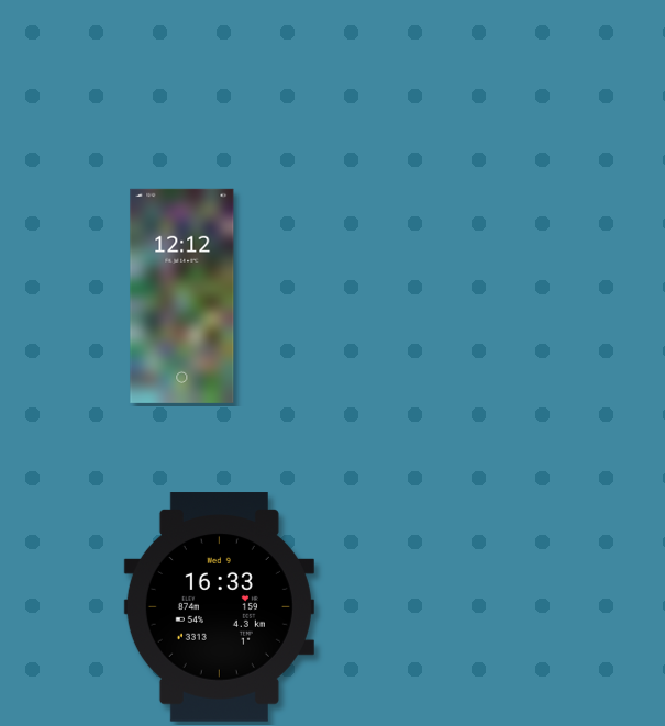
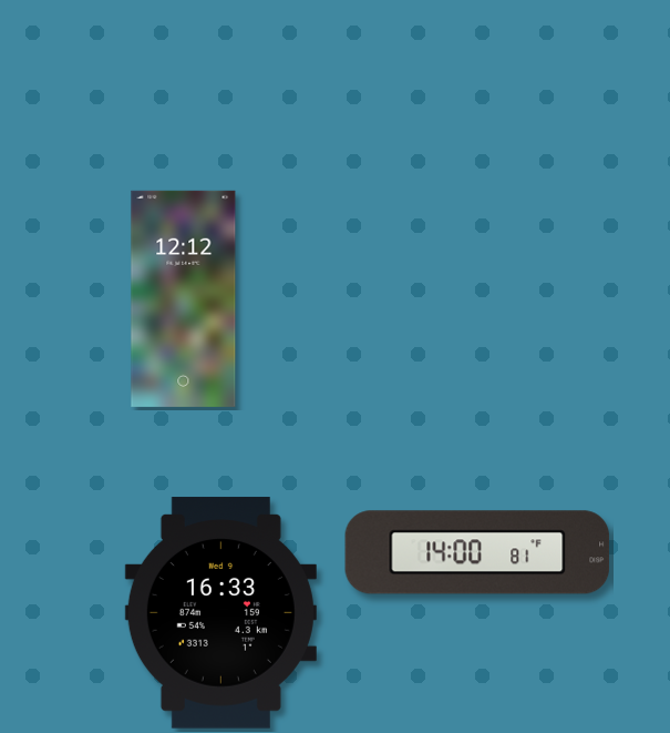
clock at (477, 552): none -> 14:00
